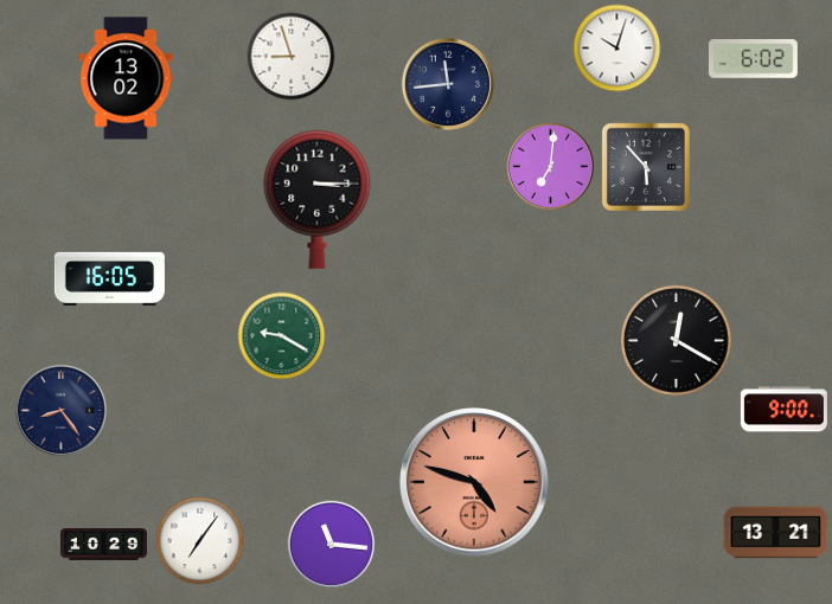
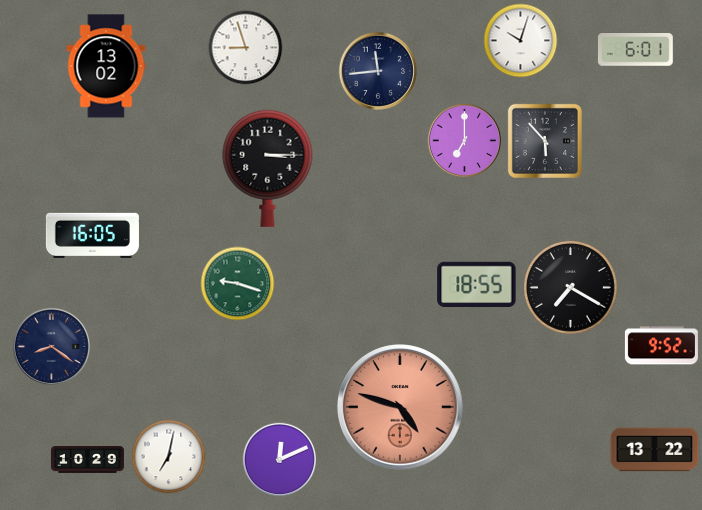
clock at (753, 59): 6:02 -> 6:01
clock at (550, 167): 7:01 -> 7:00
clock at (282, 336): 9:20 -> 9:18
clock at (477, 285): none -> 18:55
clock at (676, 340): 12:20 -> 7:20
clock at (60, 410): 8:24 -> 8:21
clock at (783, 410): 9:00 -> 9:52
clock at (776, 533): 13:21 -> 13:22
clock at (200, 541): 7:06 -> 7:02
clock at (331, 545): 11:16 -> 12:11
